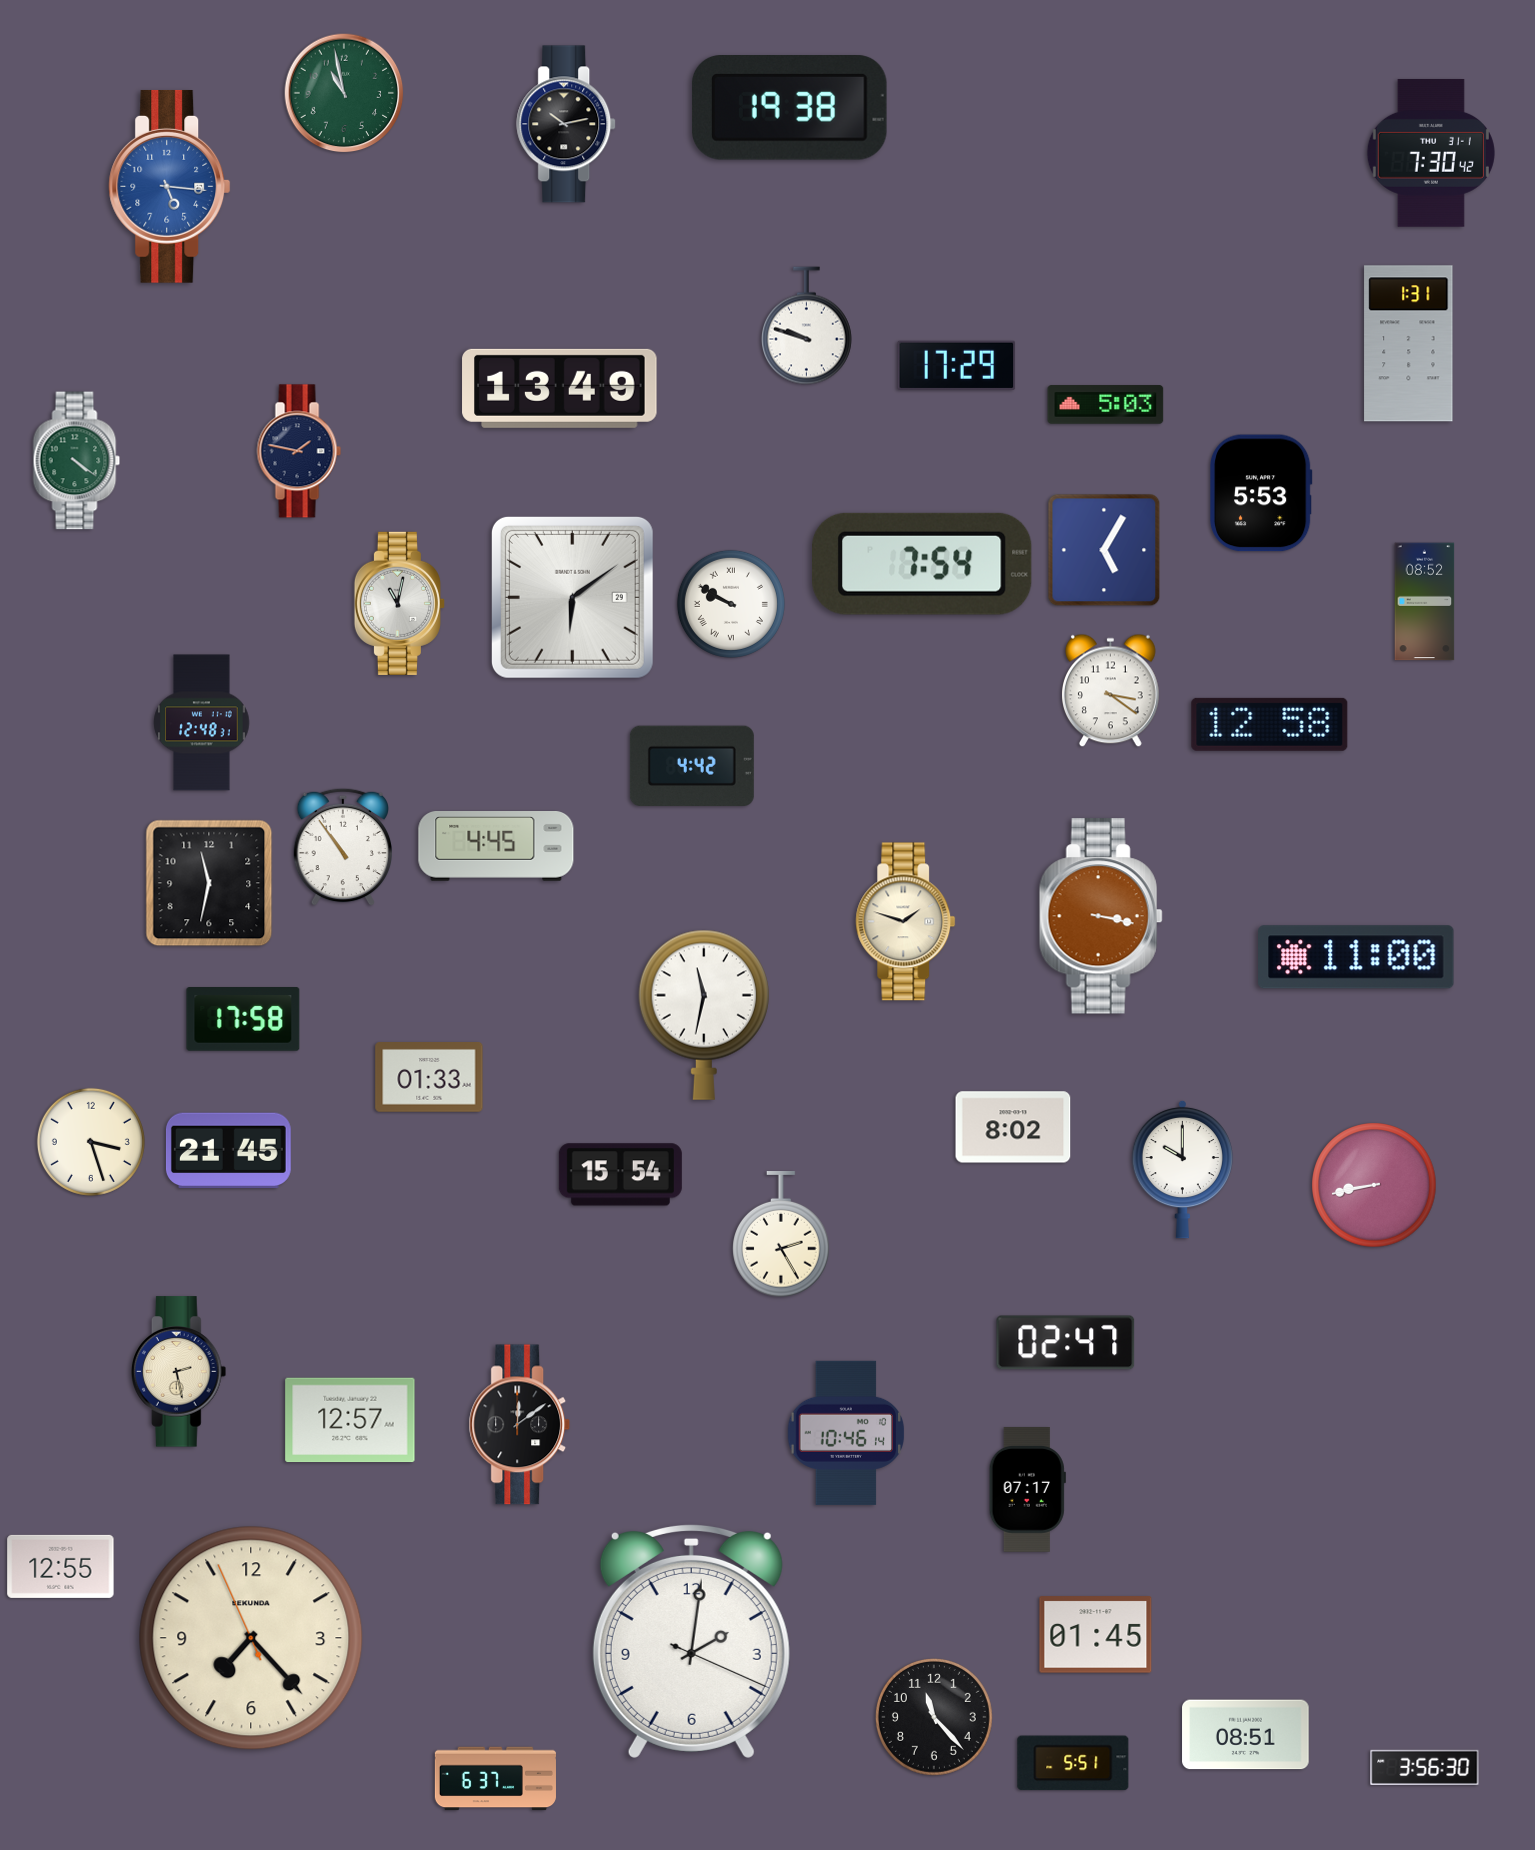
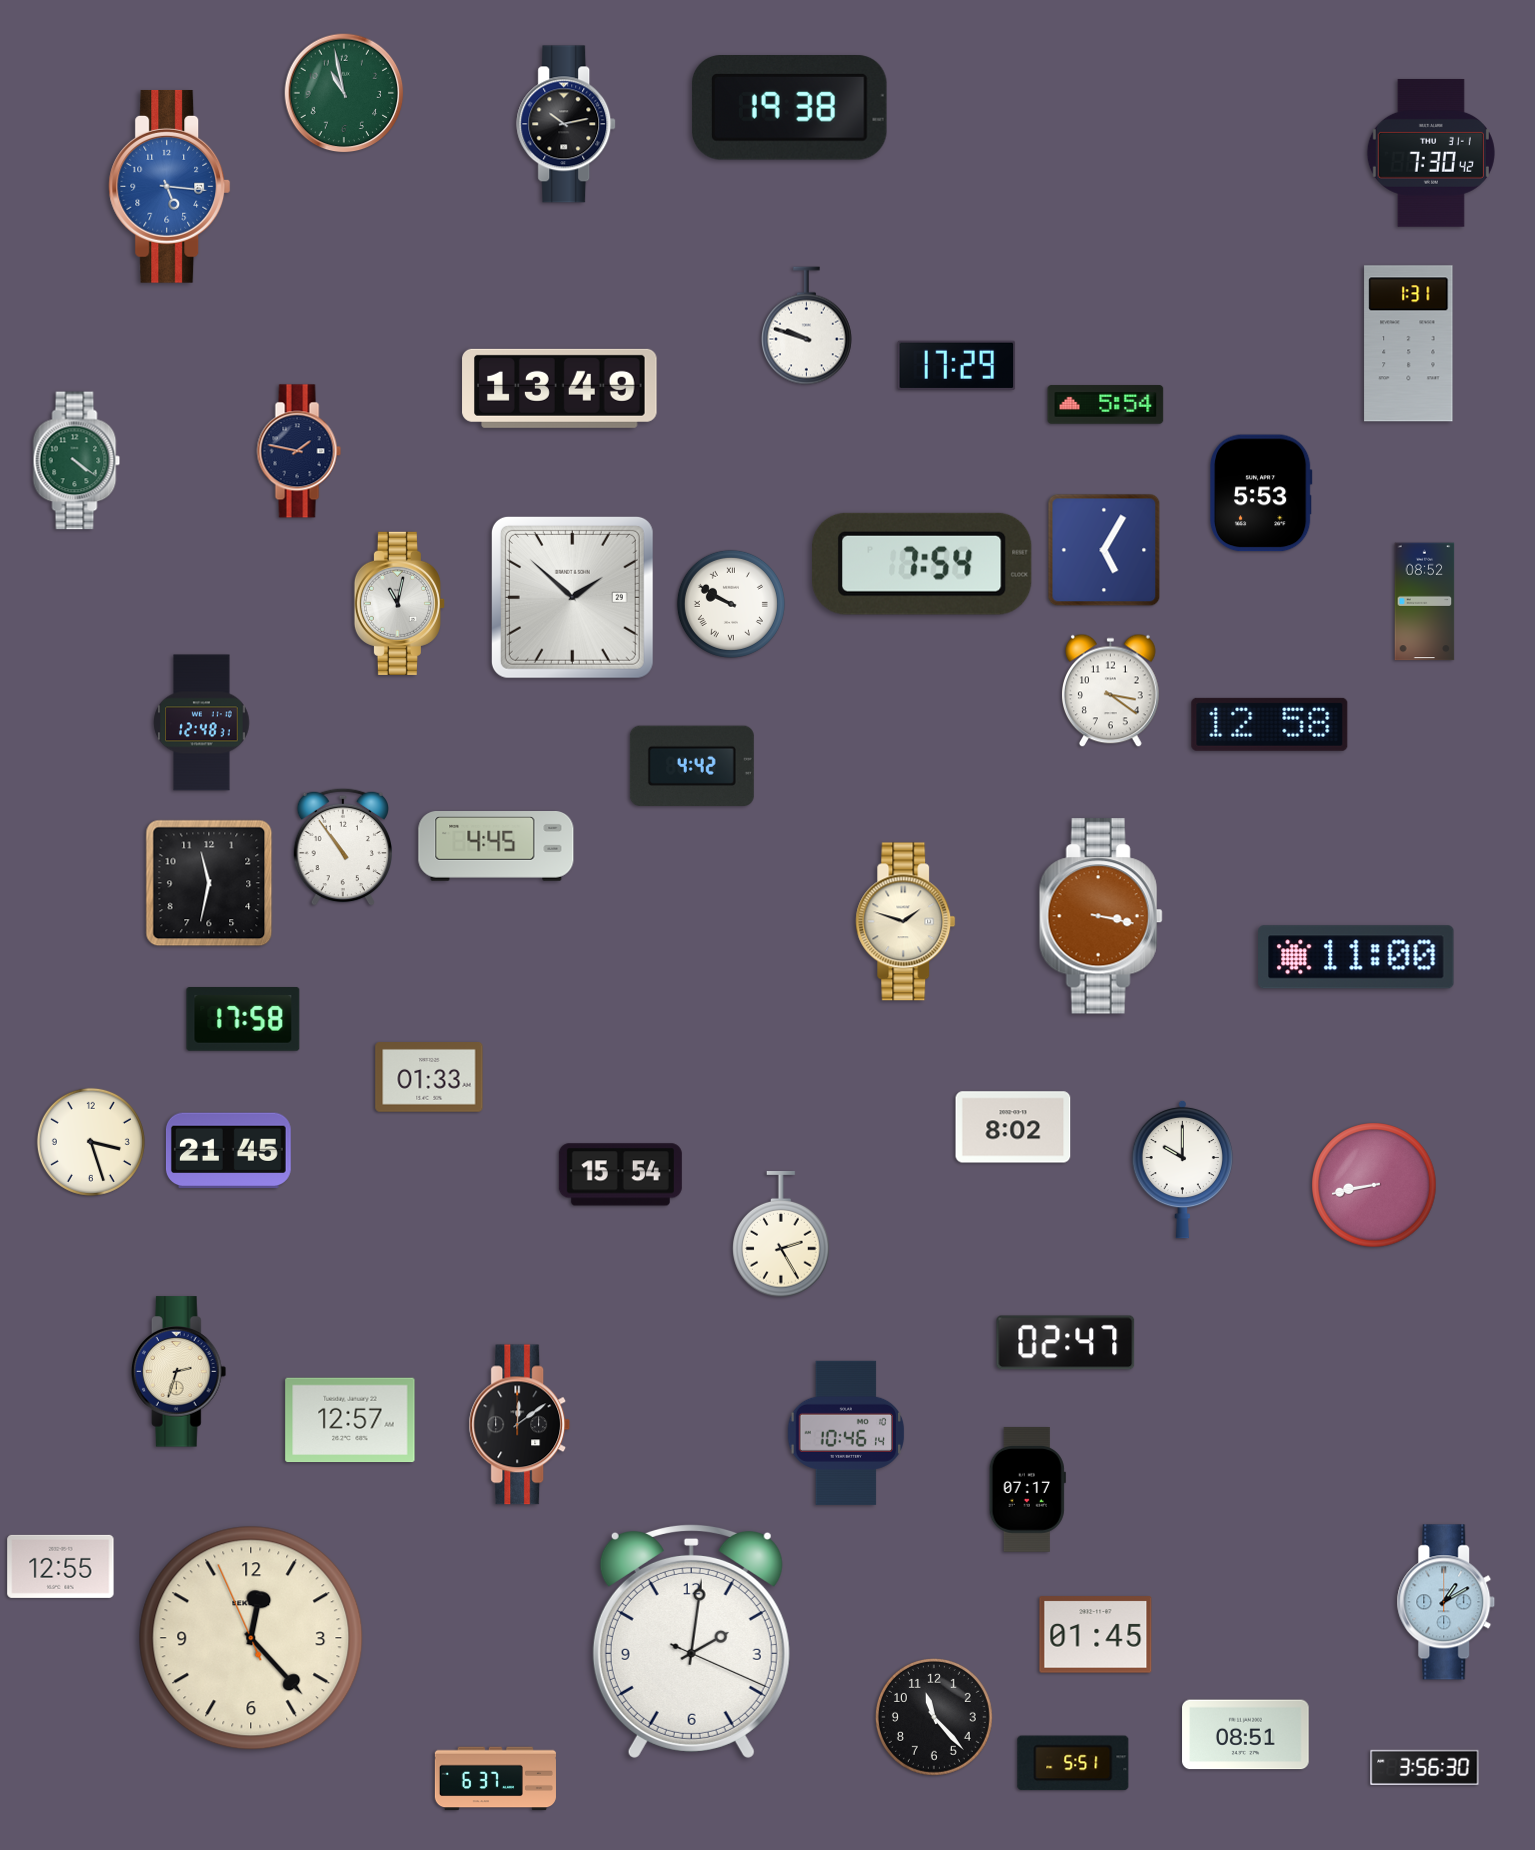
clock at (1106, 405): 5:03 -> 5:54
clock at (572, 597): 6:09 -> 1:52
clock at (704, 1015): 11:32 -> none
clock at (179, 1372): 2:28 -> 2:33
clock at (1446, 1602): none -> 1:10
clock at (251, 1638): 7:22 -> 12:22
